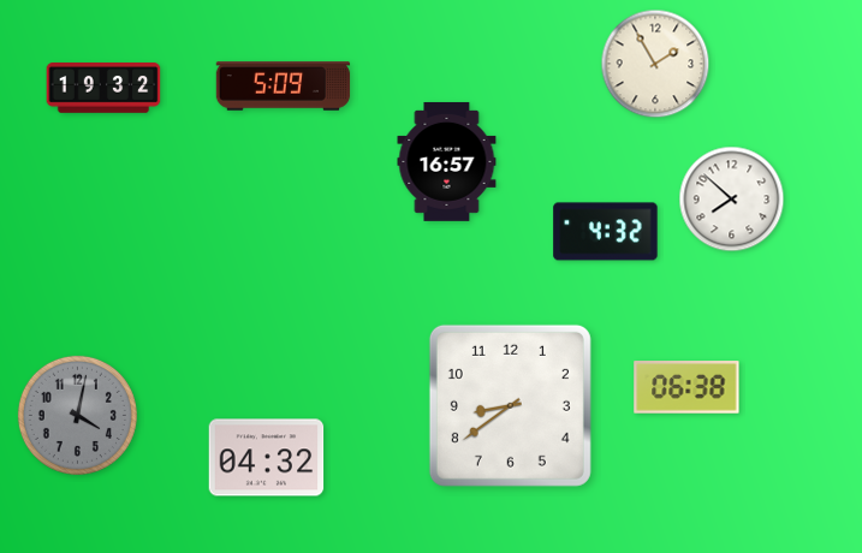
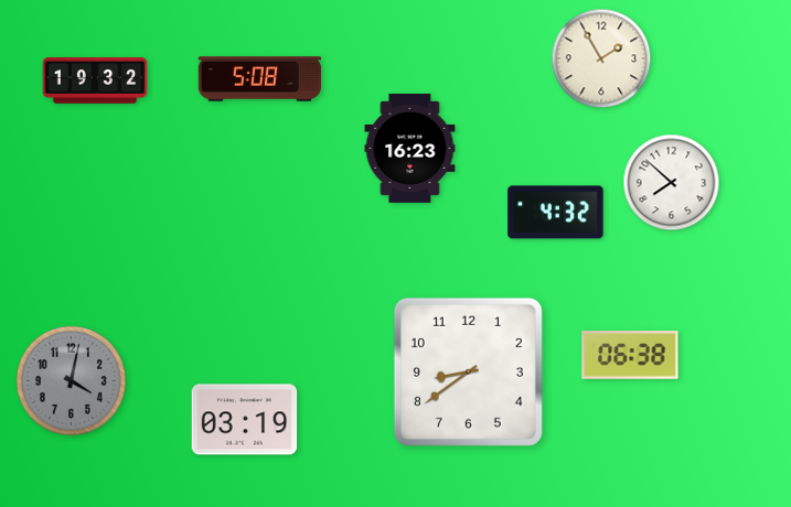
clock at (284, 87): 5:09 -> 5:08
clock at (447, 161): 16:57 -> 16:23
clock at (267, 458): 04:32 -> 03:19
